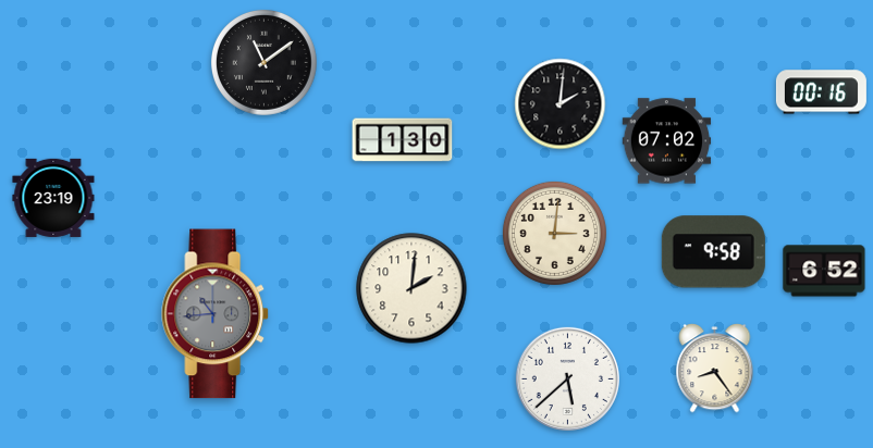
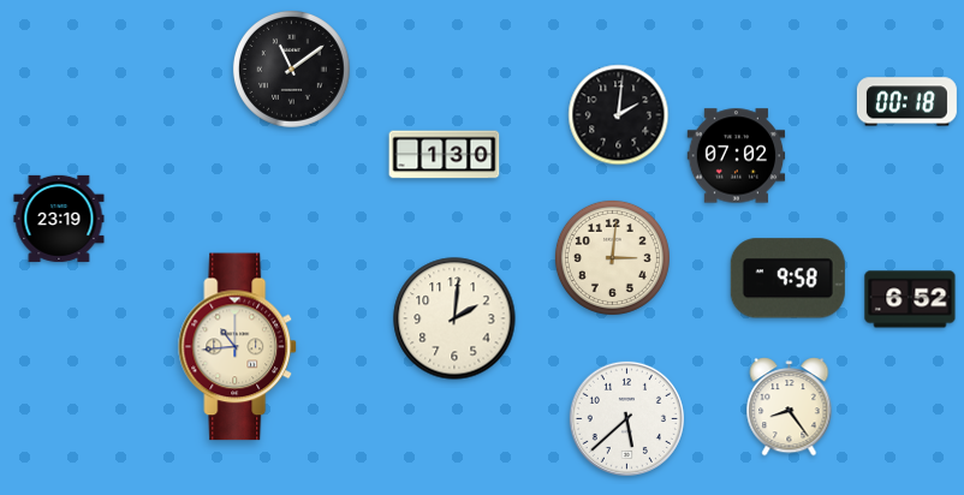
clock at (821, 92): 00:16 -> 00:18
clock at (216, 314) dial: grey -> cream
